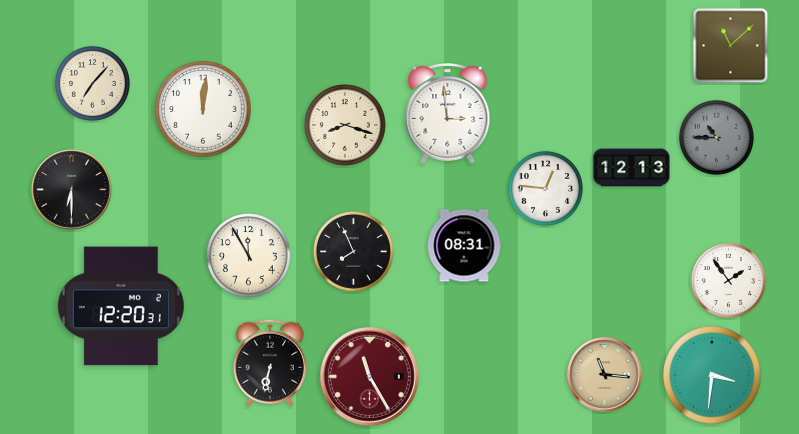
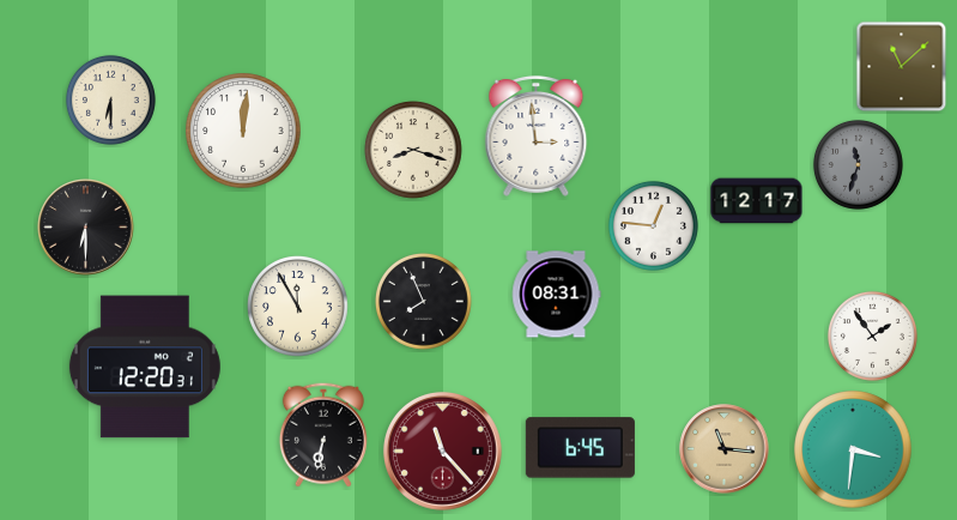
clock at (731, 46) position: (731, 46) -> (902, 67)
clock at (92, 83): 7:07 -> 6:30
clock at (716, 137): 10:45 -> 11:33
clock at (632, 168): 12:13 -> 12:17
clock at (580, 448): none -> 6:45
clock at (369, 376): 11:25 -> 11:23
